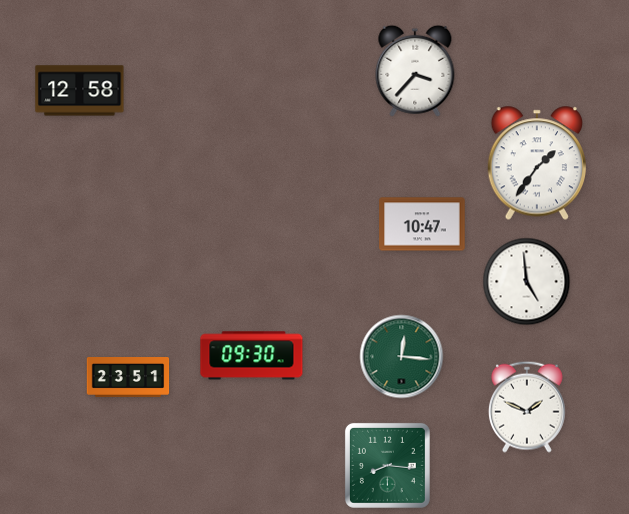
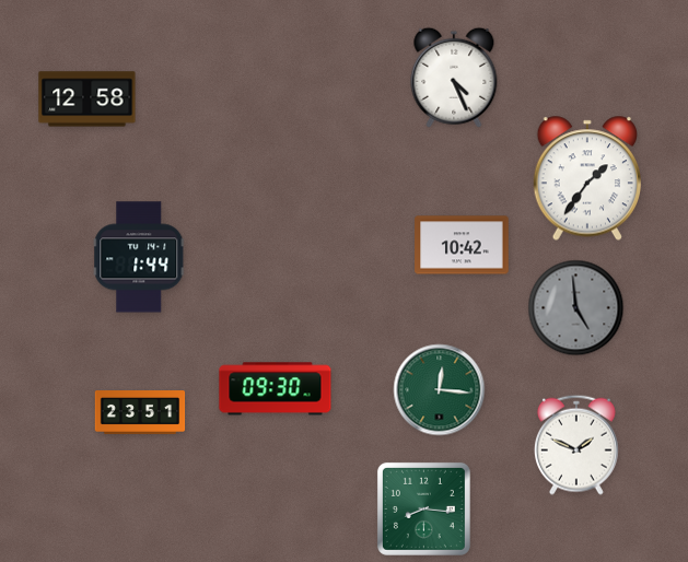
clock at (415, 71): 3:37 -> 4:26
clock at (422, 224): 10:47 -> 10:42
clock at (139, 257): none -> 1:44
clock at (527, 282) dial: white -> grey
